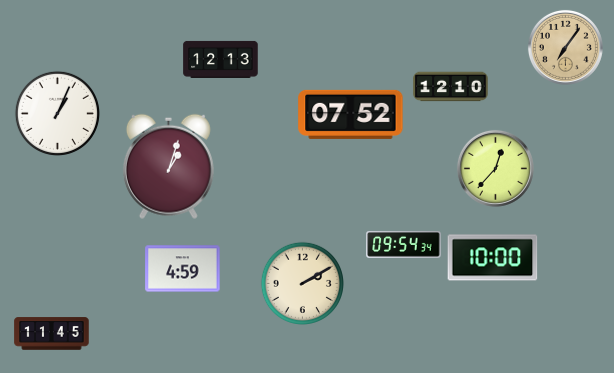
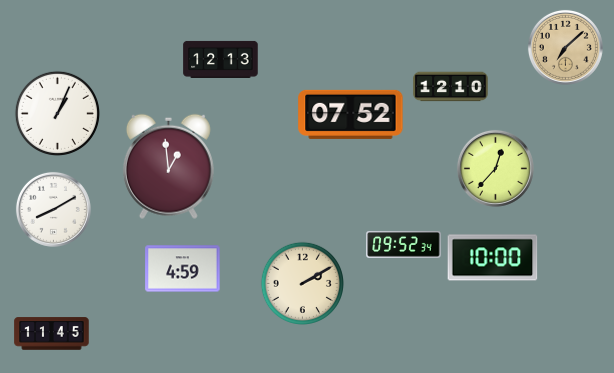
clock at (565, 47): 7:06 -> 7:08
clock at (168, 166): 1:03 -> 12:59
clock at (53, 209): none -> 8:10
clock at (404, 244): 09:54 -> 09:52
